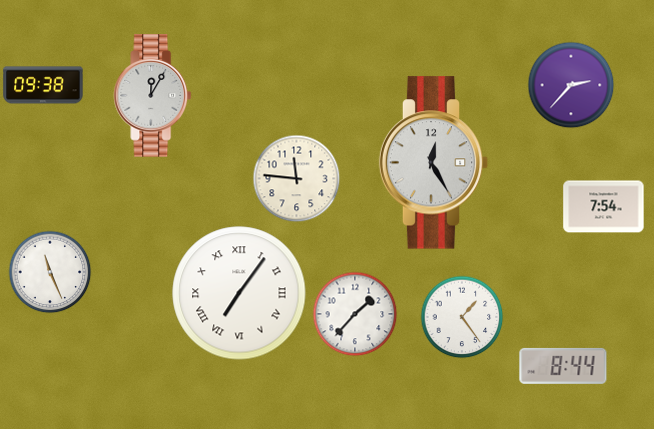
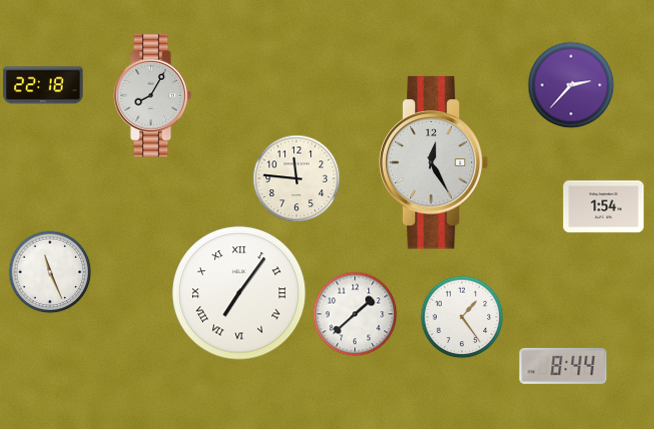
clock at (43, 85): 09:38 -> 22:18
clock at (153, 96): 12:05 -> 8:05
clock at (604, 207): 7:54 -> 1:54
clock at (355, 314): 1:37 -> 1:38
